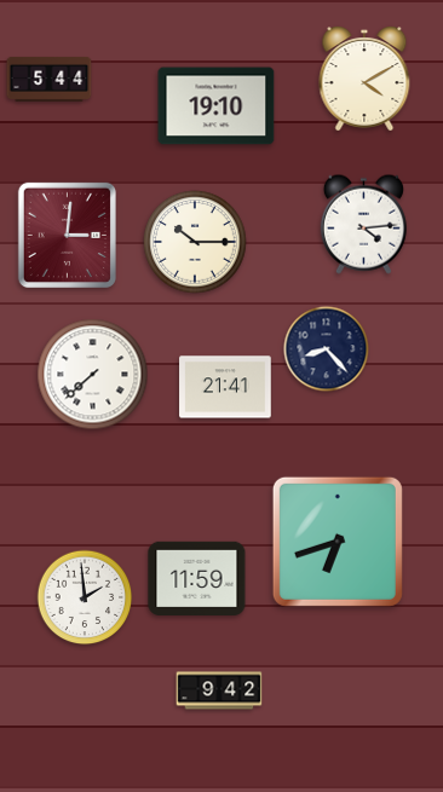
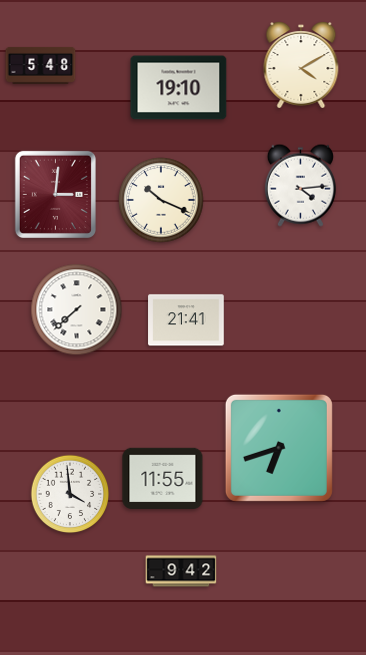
clock at (50, 79): 5:44 -> 5:48
clock at (195, 242): 10:15 -> 10:19
clock at (327, 349): 8:23 -> none
clock at (197, 578): 11:59 -> 11:55
clock at (85, 597): 1:59 -> 3:59
